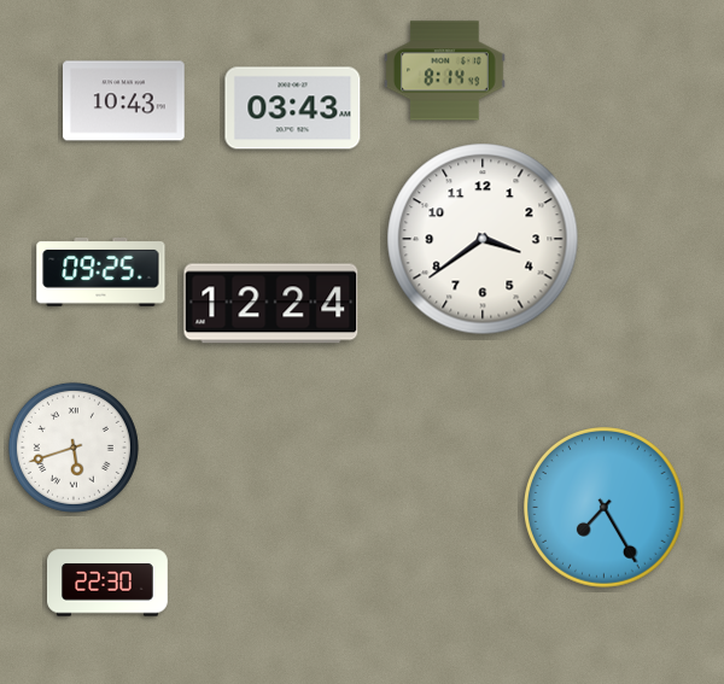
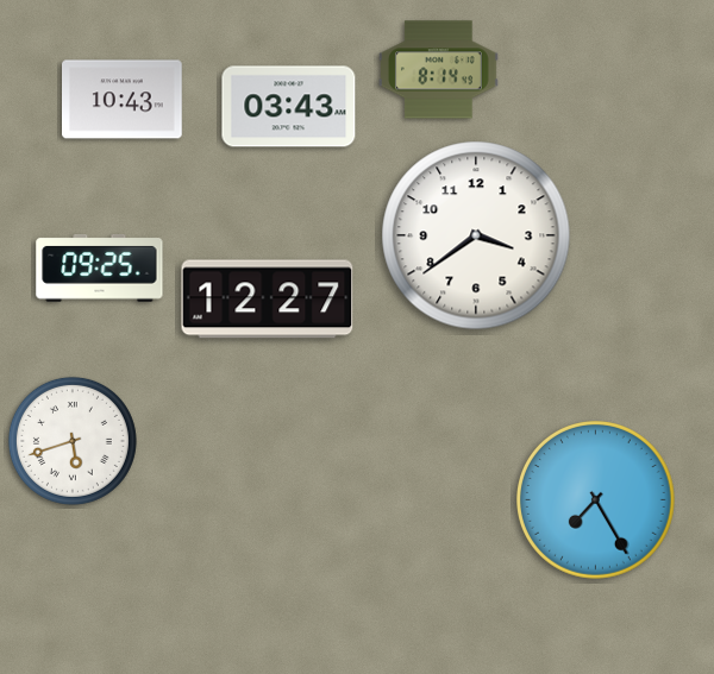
clock at (271, 304): 12:24 -> 12:27
clock at (109, 583): 22:30 -> none
